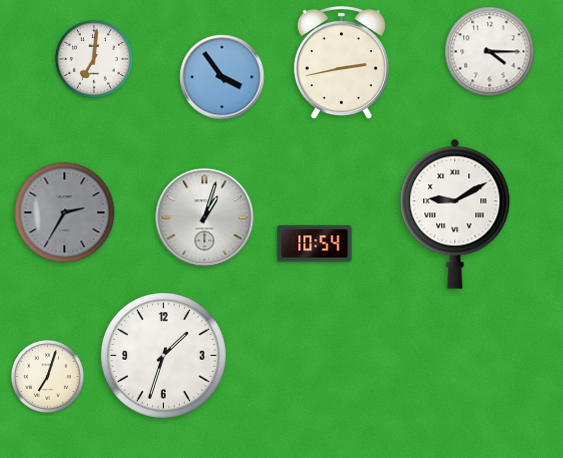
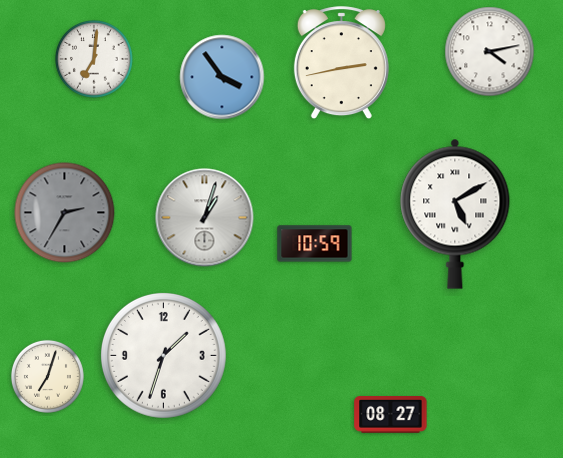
clock at (490, 52): 4:15 -> 4:13
clock at (455, 214): 9:10 -> 5:10
clock at (315, 244): 10:54 -> 10:59
clock at (391, 415): none -> 08:27
